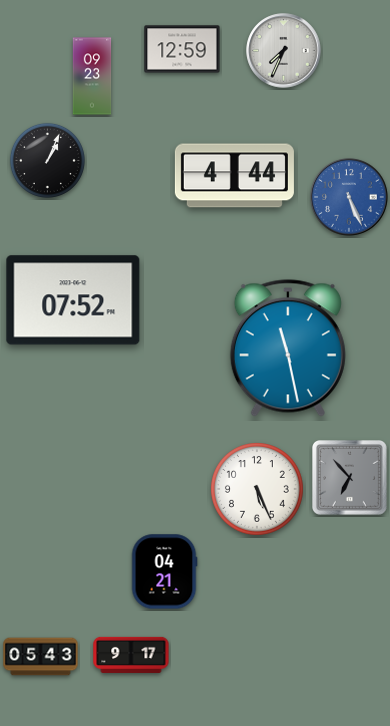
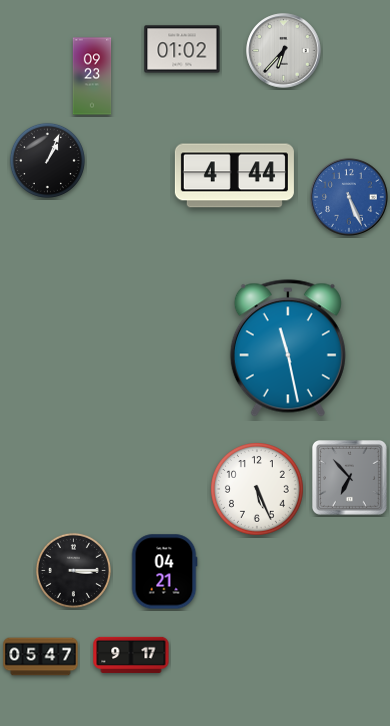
clock at (182, 49): 12:59 -> 01:02
clock at (284, 51): 7:34 -> 6:37
clock at (73, 300): 07:52 -> none
clock at (73, 570): none -> 3:15
clock at (41, 657): 05:43 -> 05:47
